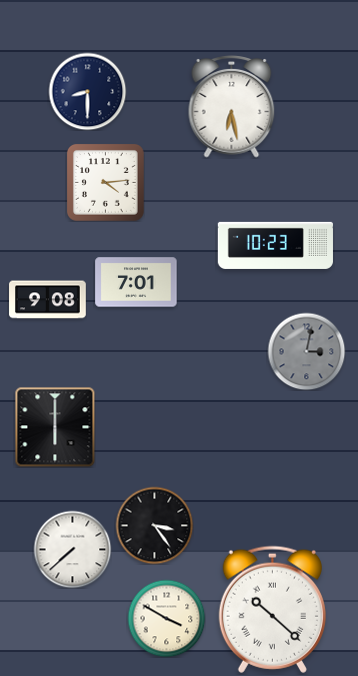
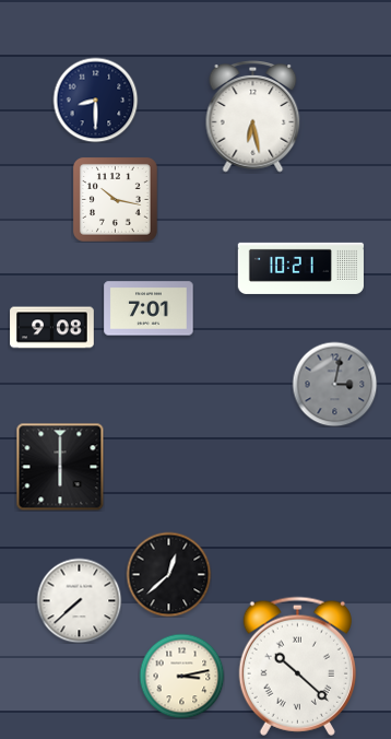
clock at (106, 183): 4:14 -> 10:17
clock at (275, 245): 10:23 -> 10:21
clock at (154, 525): 3:24 -> 12:38
clock at (166, 618): 3:50 -> 3:13
